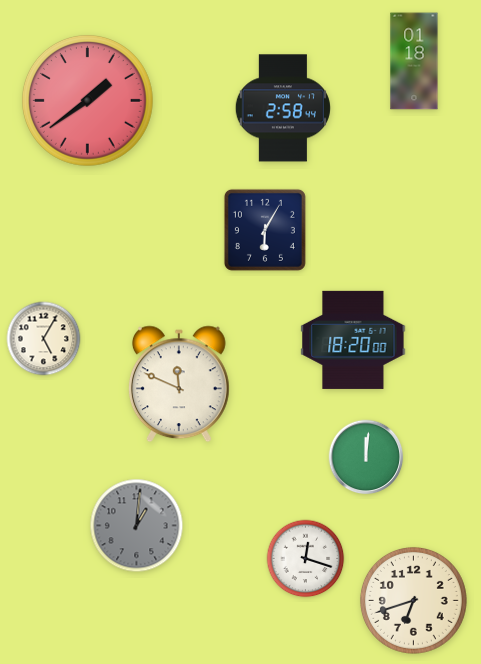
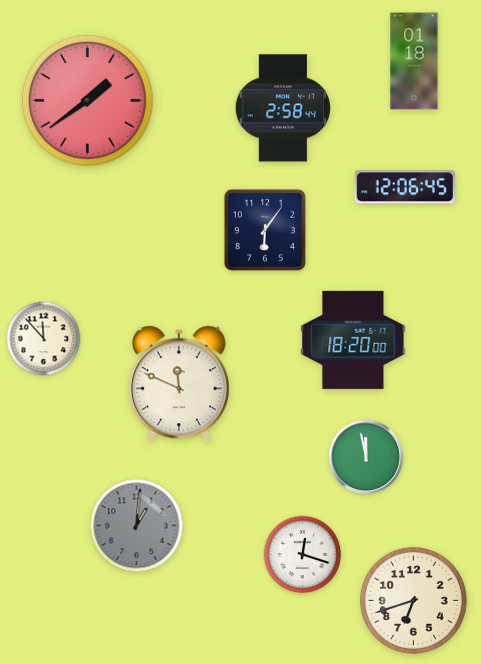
clock at (405, 187): none -> 12:06
clock at (265, 230): 6:05 -> 6:06
clock at (44, 339): 5:05 -> 11:53
clock at (366, 457): 12:01 -> 11:58
clock at (306, 559) position: (306, 559) -> (303, 555)
